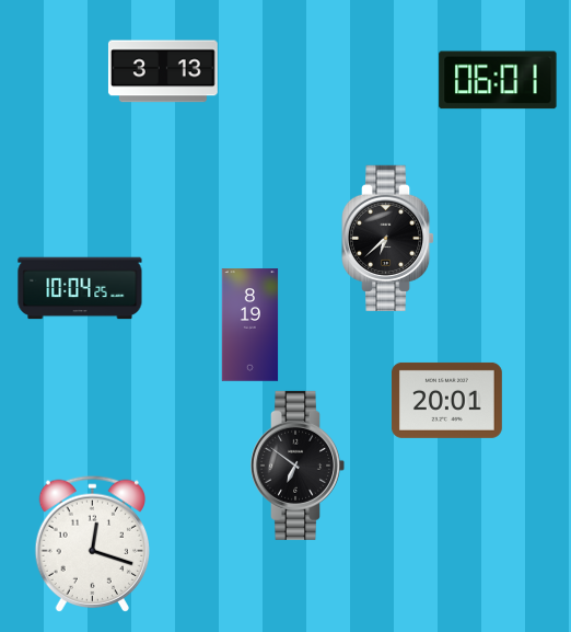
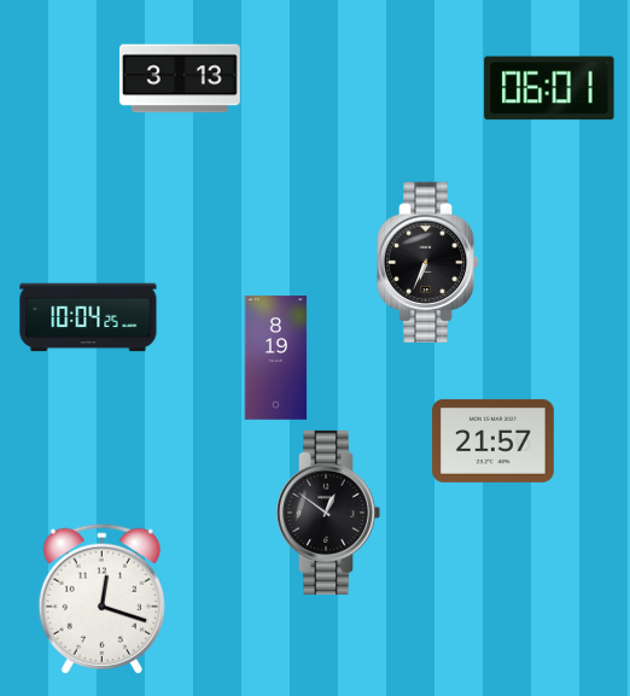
clock at (389, 238): 6:38 -> 6:34
clock at (447, 400): 20:01 -> 21:57
clock at (298, 466): 6:51 -> 12:51
